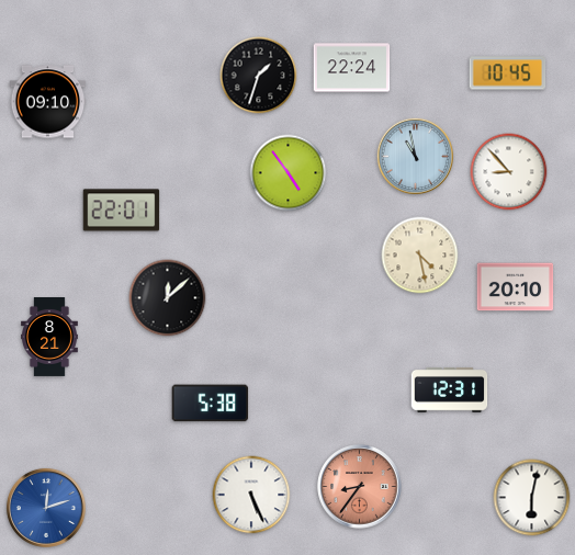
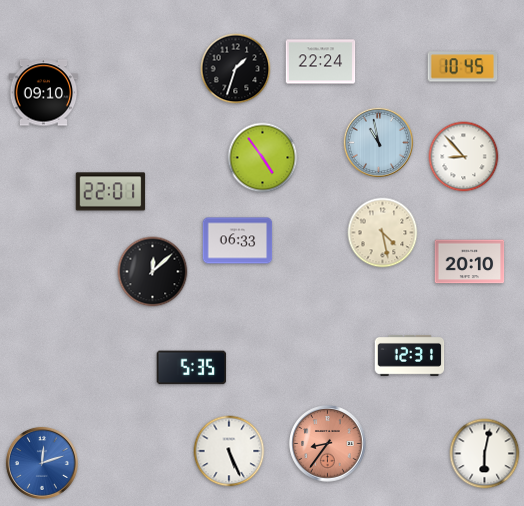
clock at (238, 241): none -> 06:33
clock at (50, 338): 8:21 -> none
clock at (211, 404): 5:38 -> 5:35
